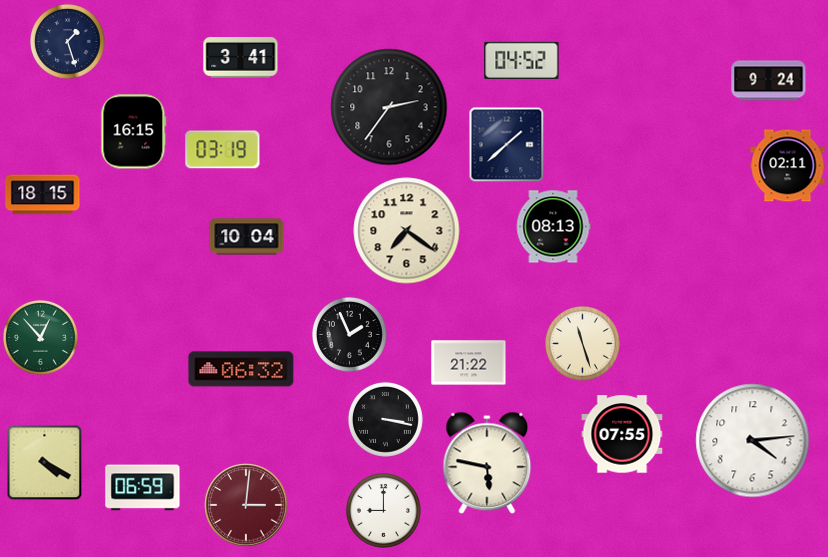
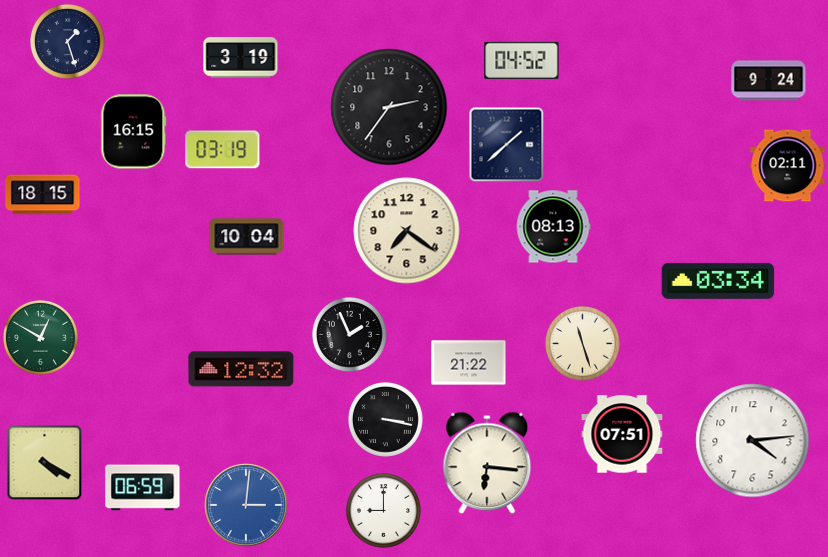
clock at (241, 58): 3:41 -> 3:19
clock at (718, 281): none -> 03:34
clock at (40, 337): 12:53 -> 12:50
clock at (241, 369): 06:32 -> 12:32
clock at (622, 434): 07:55 -> 07:51
clock at (487, 463): 5:47 -> 6:16
clock at (246, 505) dial: burgundy -> blue
